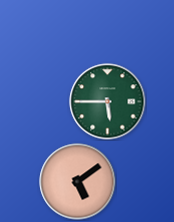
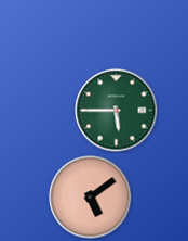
clock at (78, 182) position: (78, 182) -> (91, 198)
